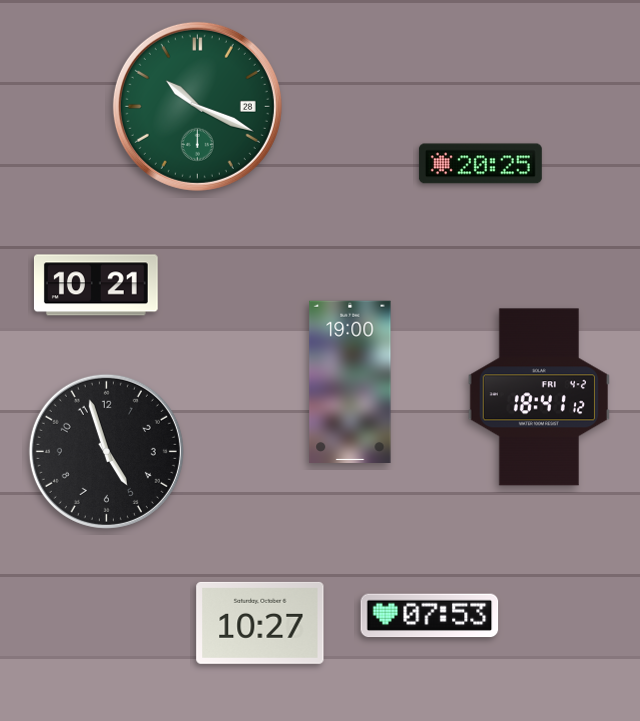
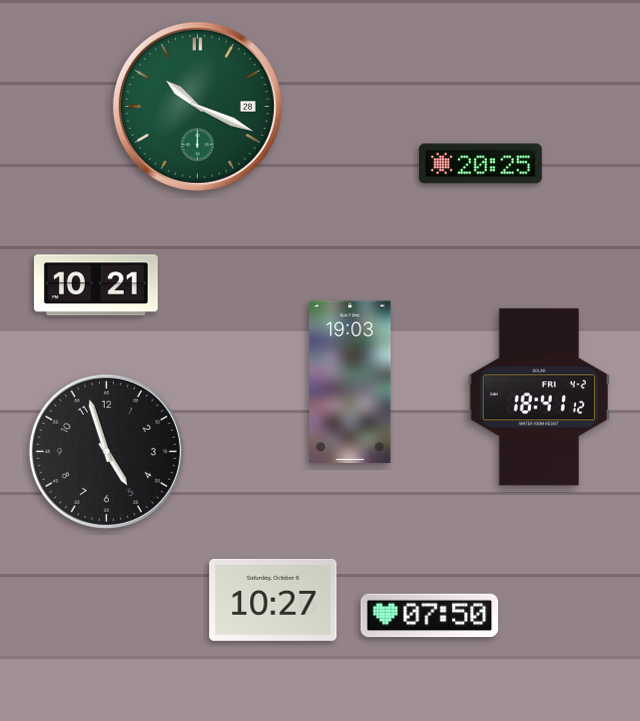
clock at (350, 381): 19:00 -> 19:03
clock at (430, 616): 07:53 -> 07:50
clock at (260, 623) position: (260, 623) -> (273, 600)
